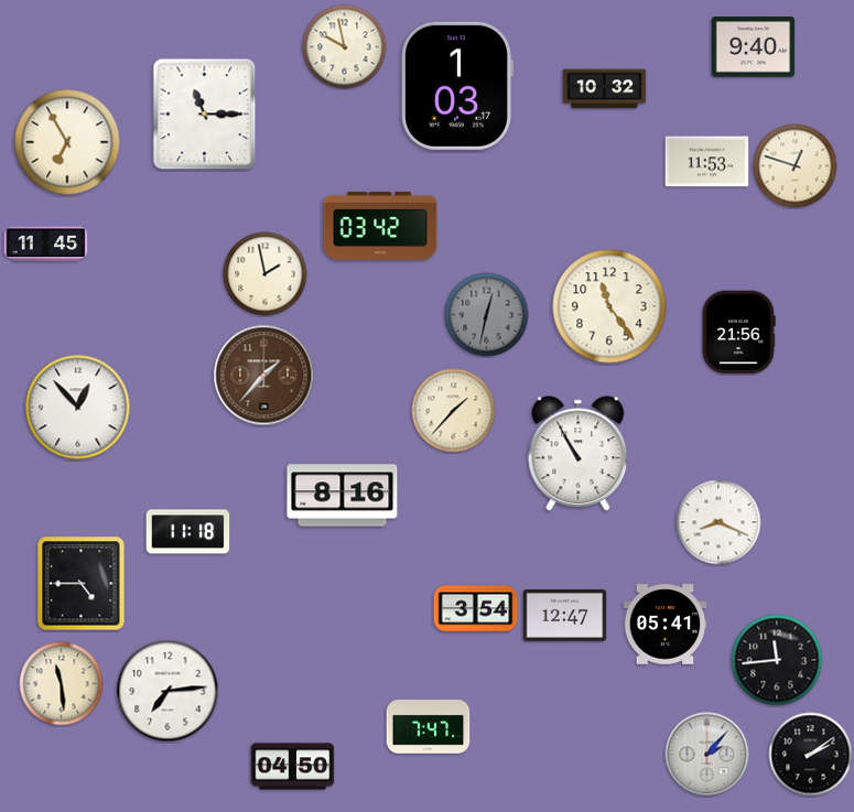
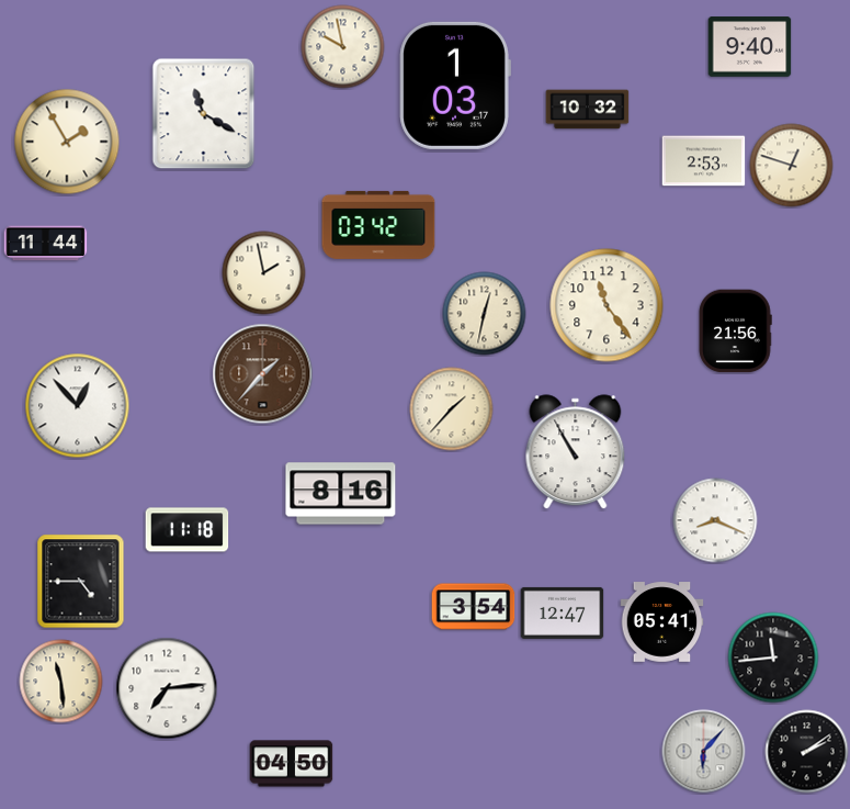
clock at (605, 89) position: (605, 89) -> (588, 110)
clock at (205, 115): 11:15 -> 11:20
clock at (67, 142): 6:55 -> 1:55
clock at (707, 162): 11:53 -> 2:53
clock at (46, 245): 11:45 -> 11:44
clock at (487, 315) dial: grey -> cream
clock at (429, 727): 7:47 -> none
clock at (707, 755): 2:07 -> 6:07
